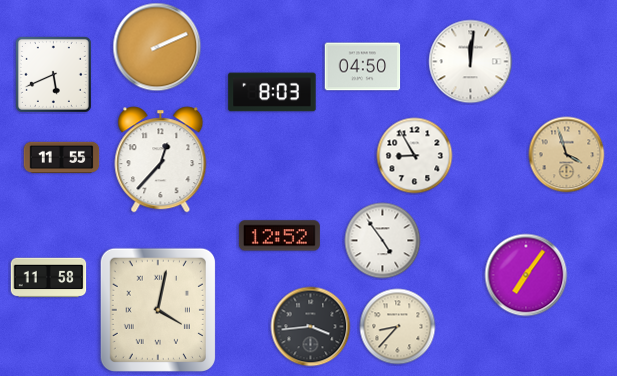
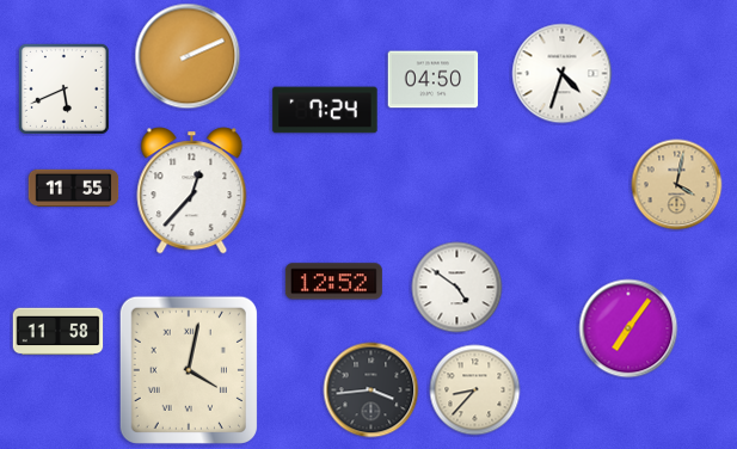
clock at (471, 62): 12:01 -> 4:33
clock at (272, 92): 8:03 -> 7:24
clock at (567, 155): 3:57 -> 4:02
clock at (415, 156): 8:55 -> none
clock at (383, 241): 4:54 -> 4:51
